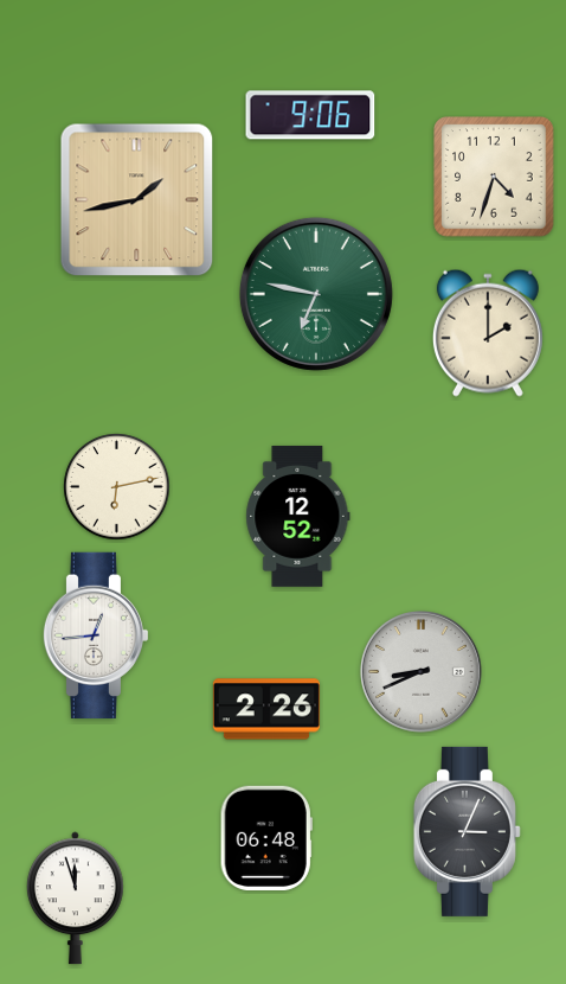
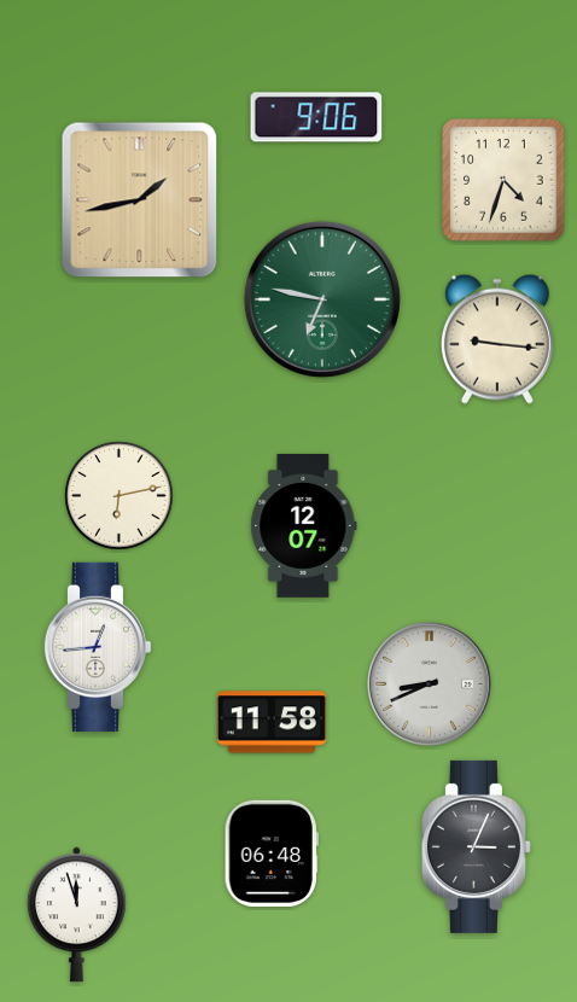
clock at (137, 200) position: (137, 200) -> (140, 200)
clock at (488, 333): 2:00 -> 9:16
clock at (298, 516): 12:52 -> 12:07
clock at (266, 709): 2:26 -> 11:58
